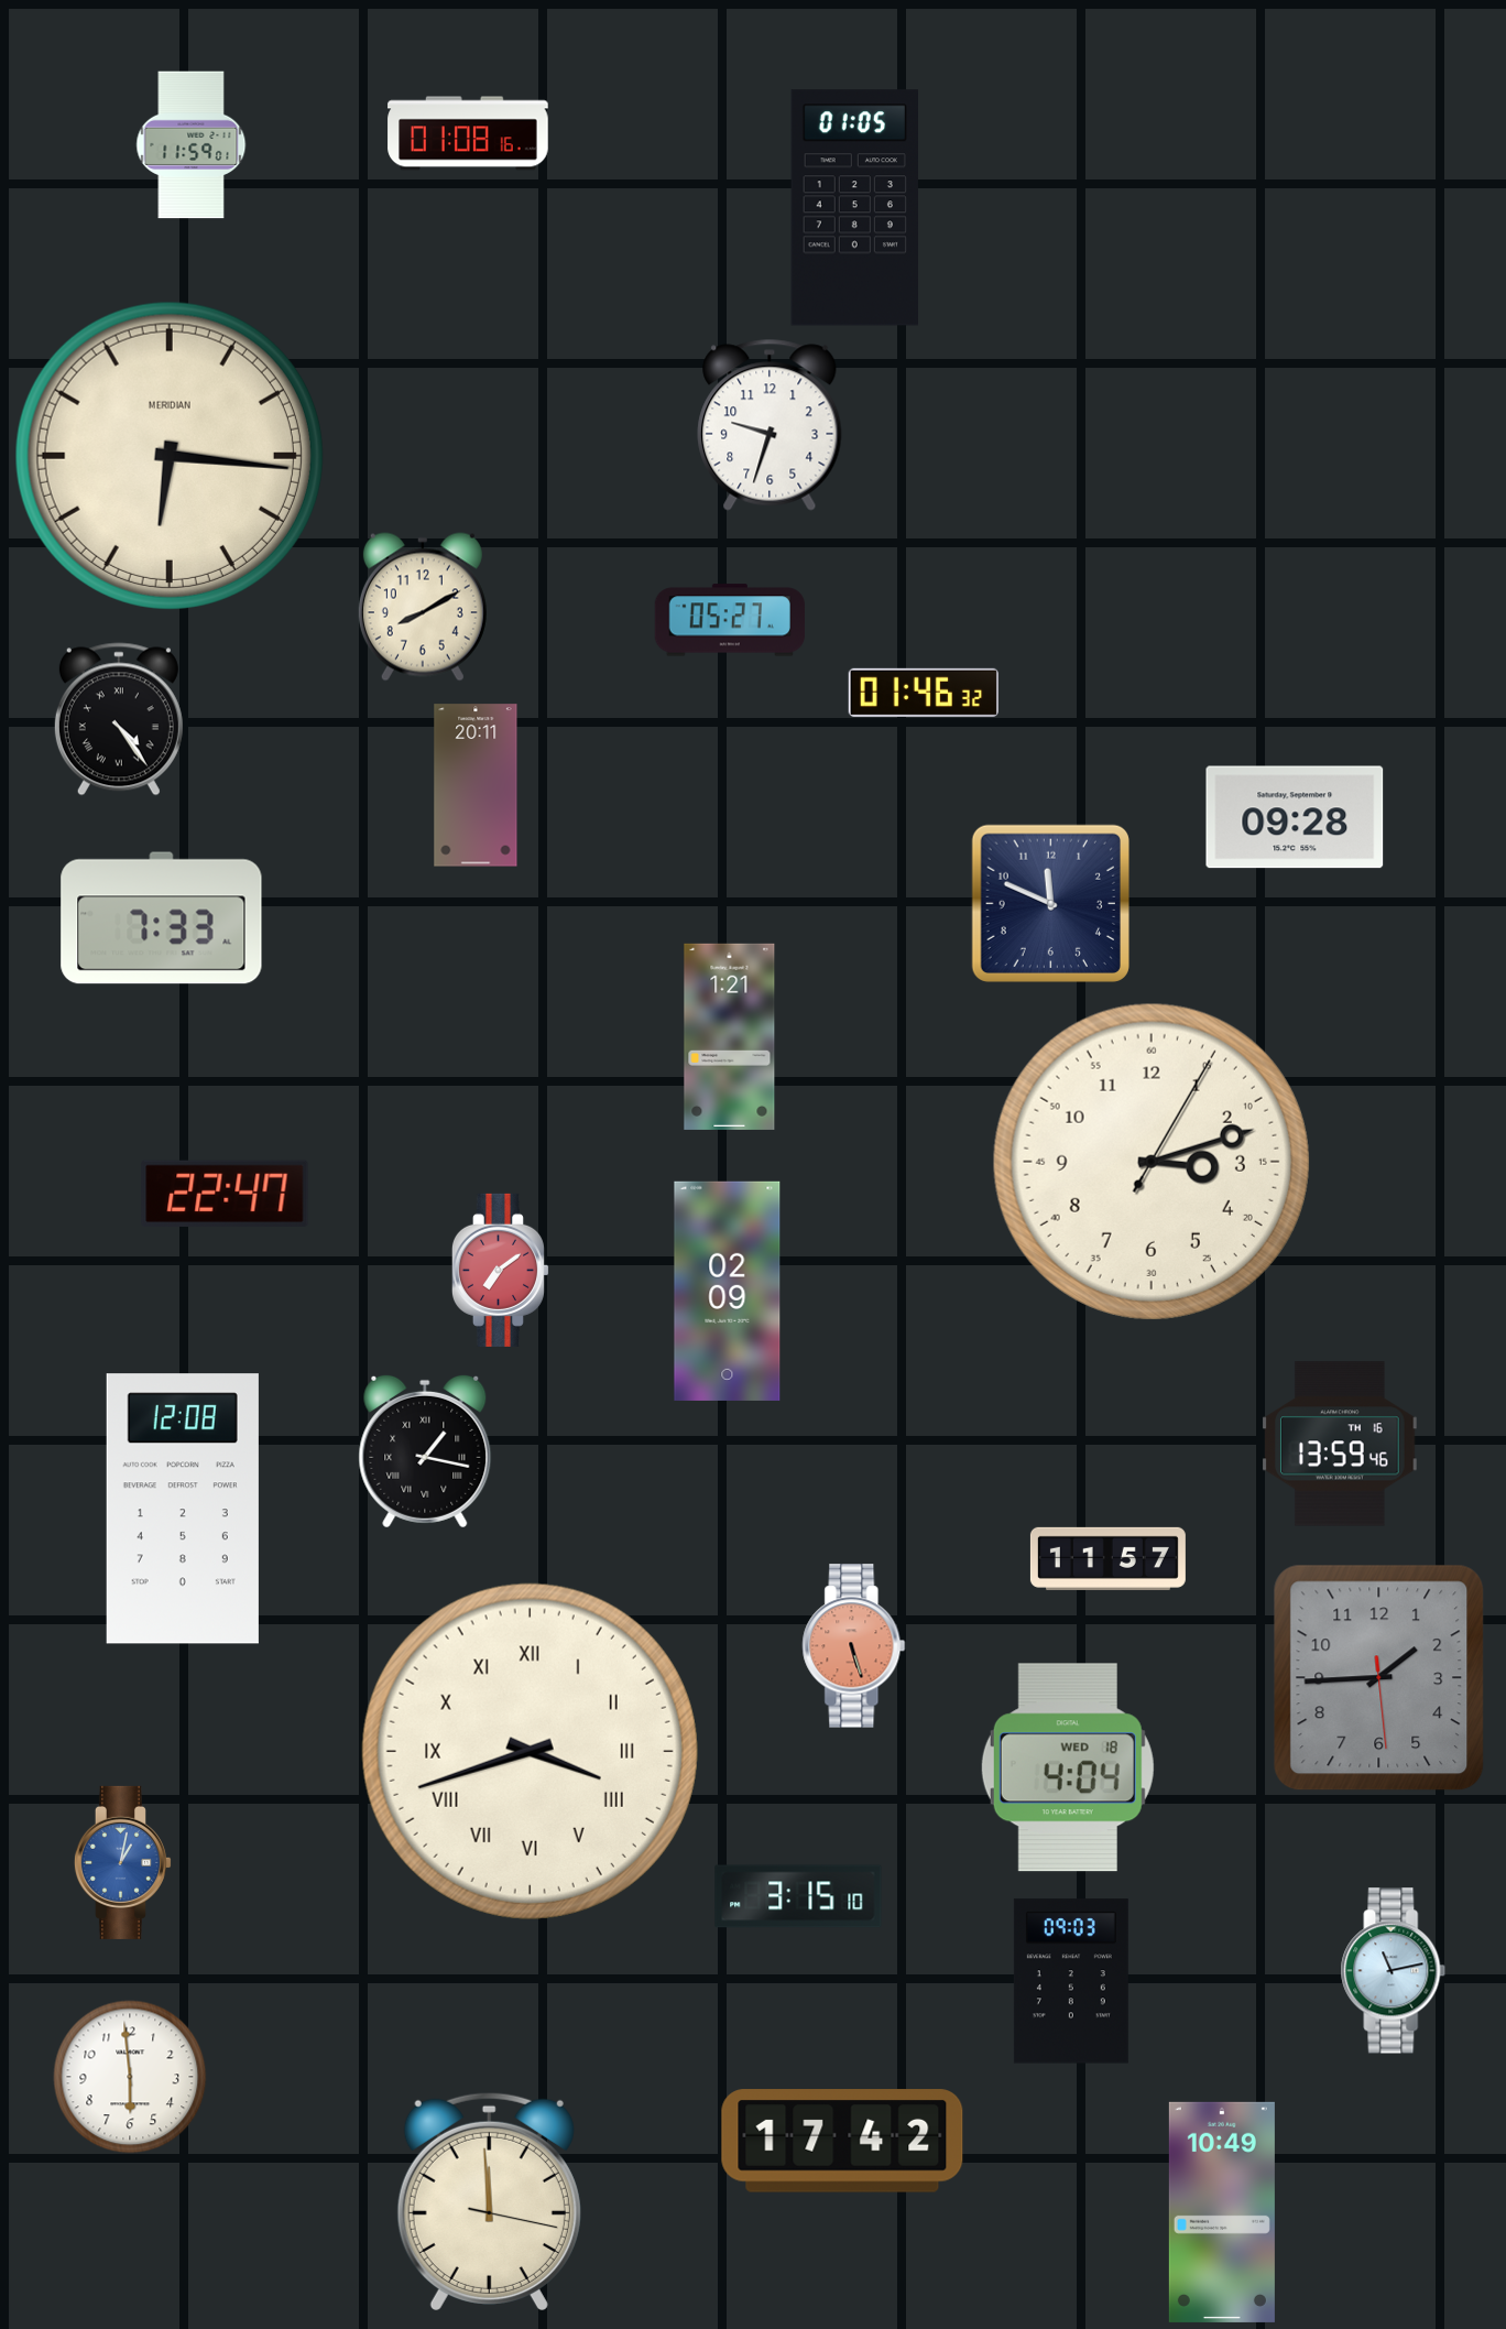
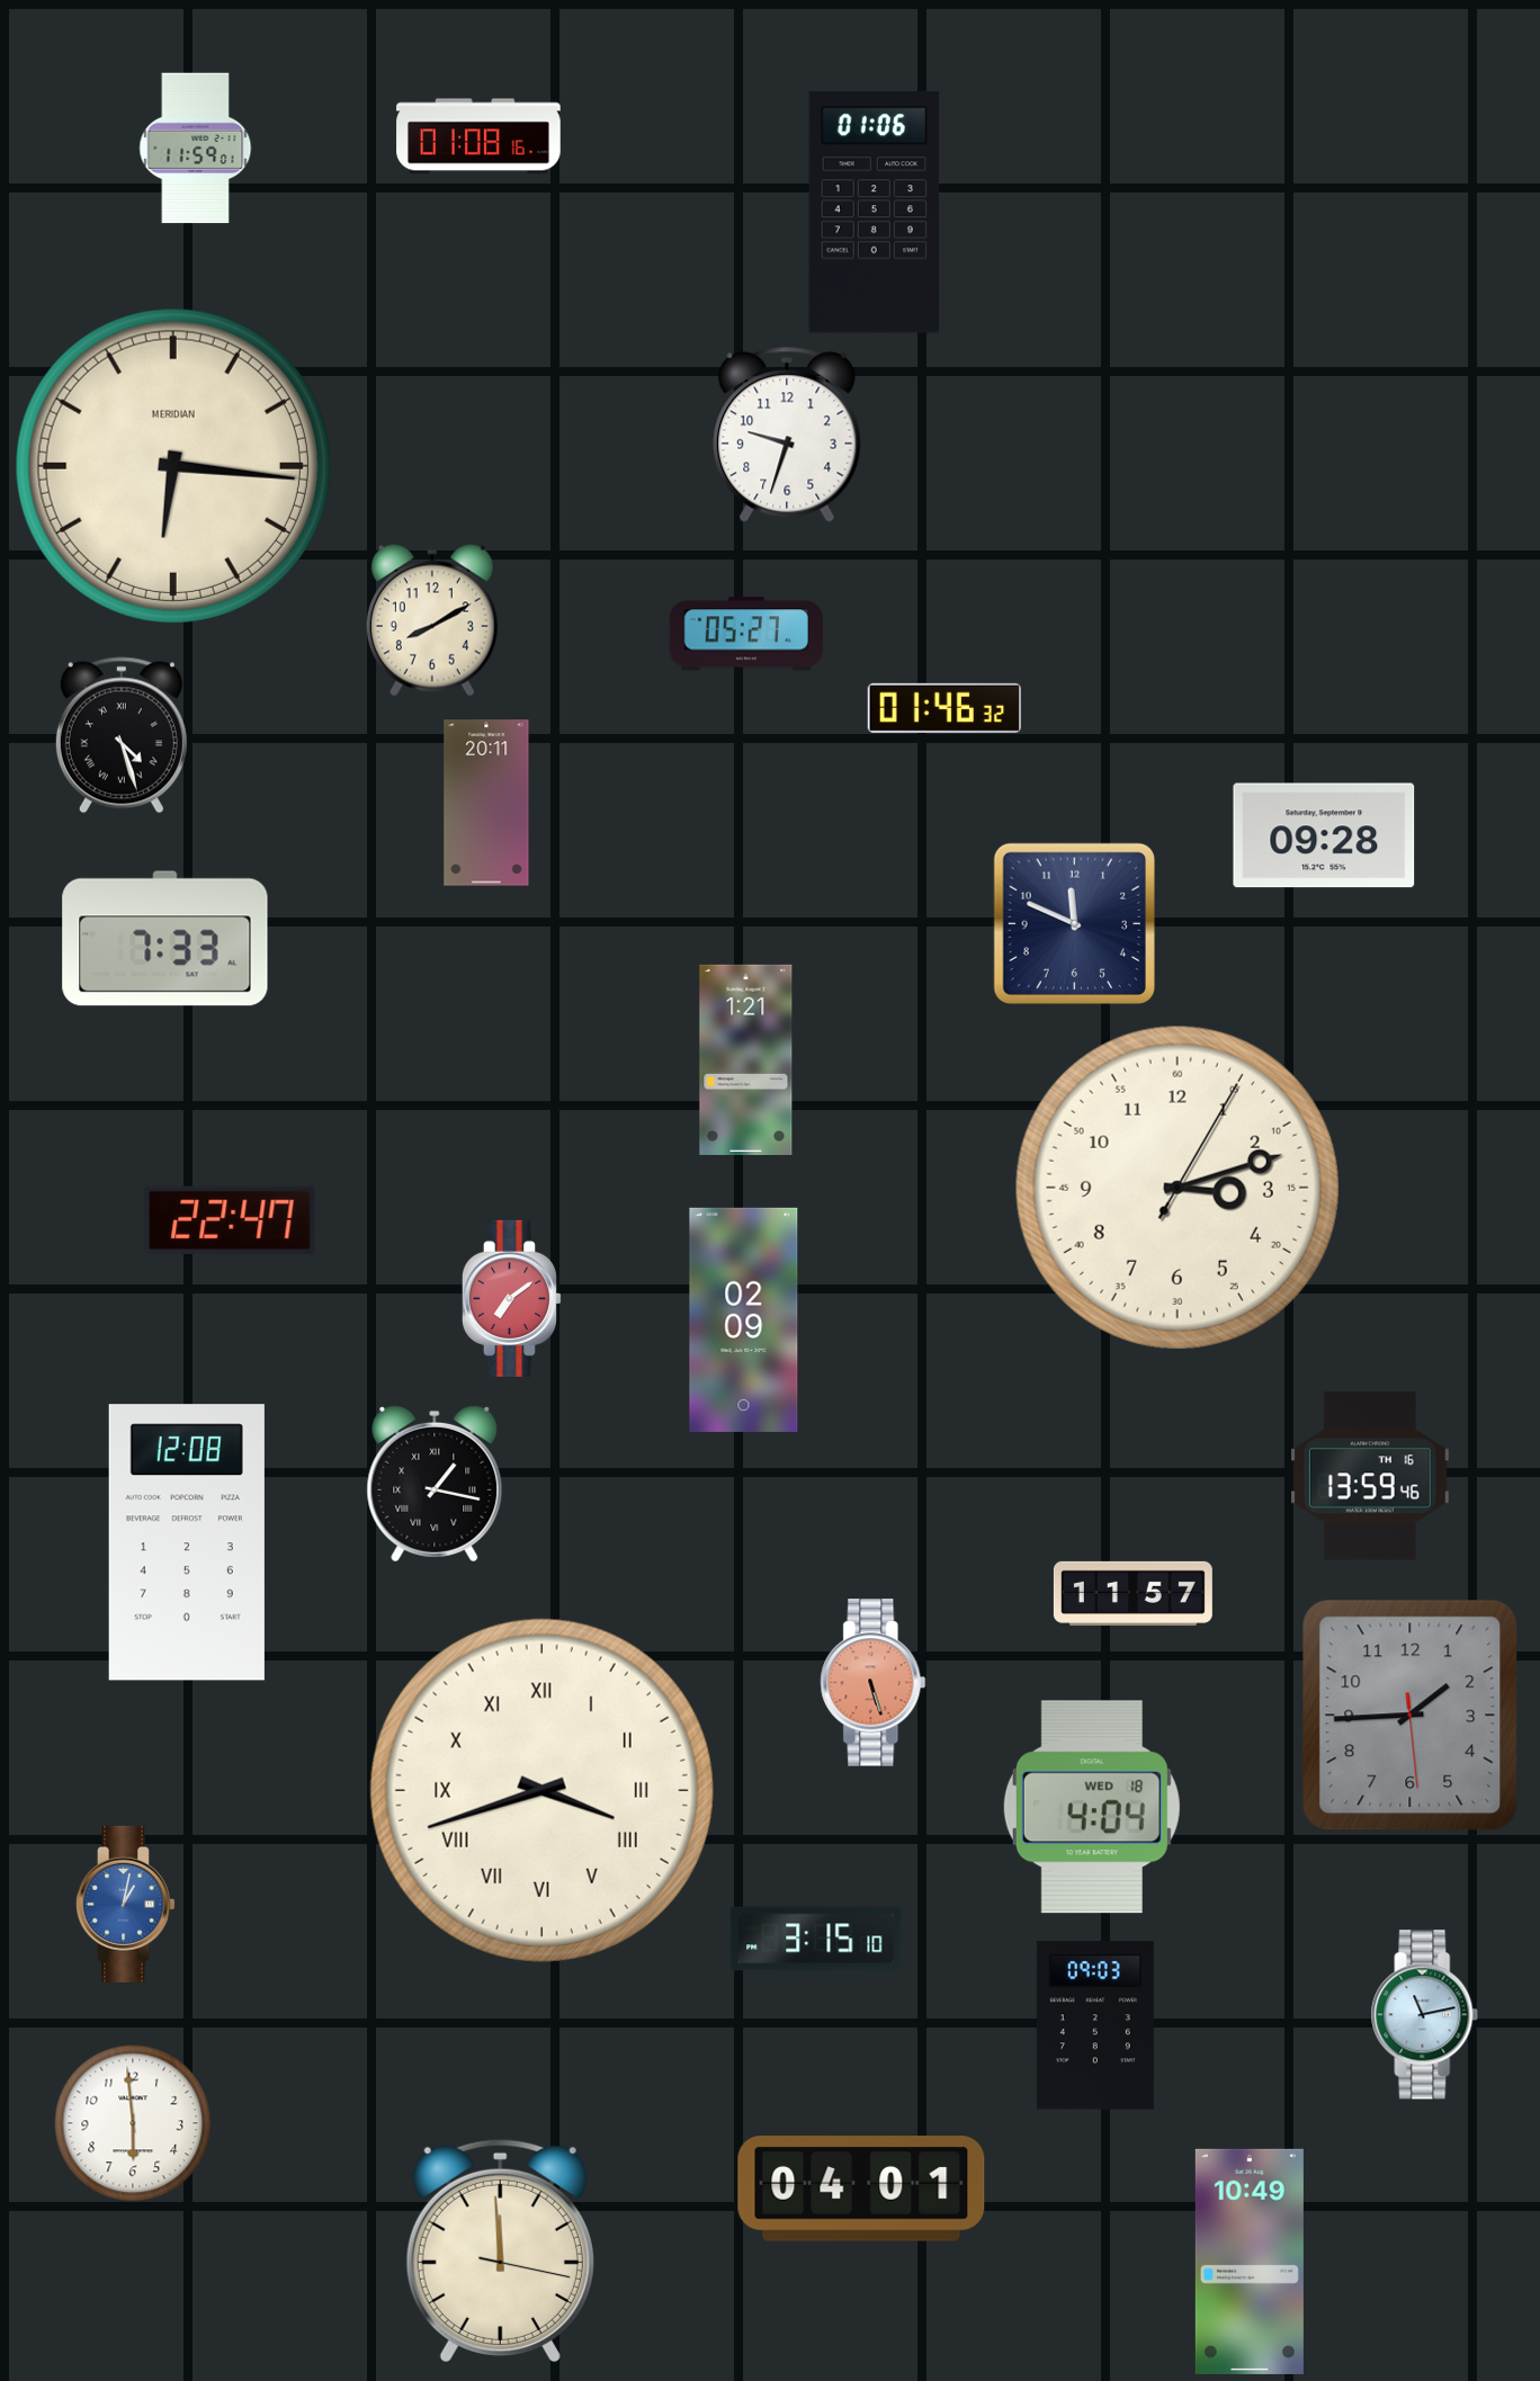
clock at (854, 208): 01:05 -> 01:06
clock at (119, 719): 4:24 -> 4:27
clock at (842, 2141): 17:42 -> 04:01
